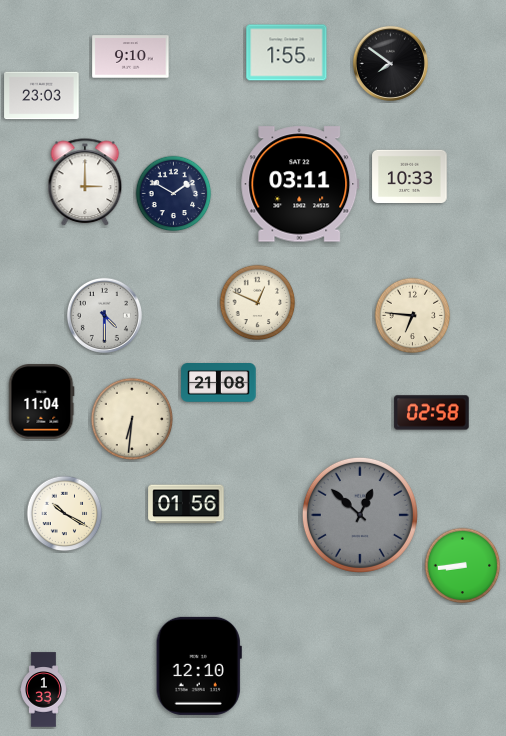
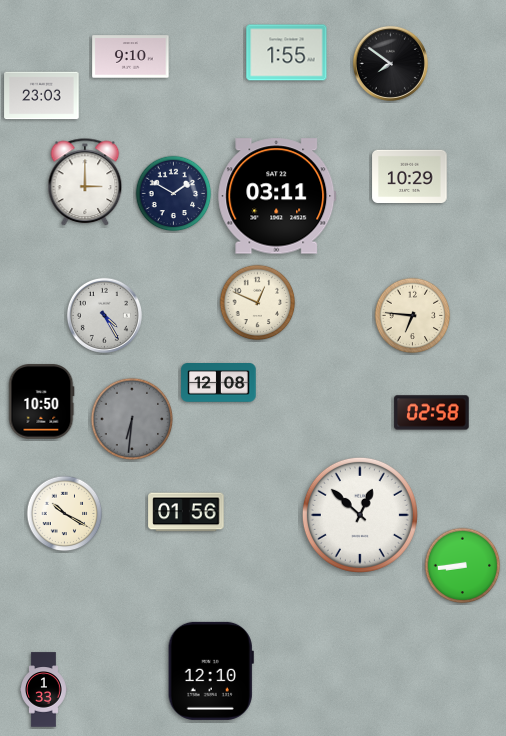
clock at (410, 176): 10:33 -> 10:29
clock at (300, 184) position: (300, 184) -> (277, 196)
clock at (104, 315): 4:30 -> 4:25
clock at (219, 383): 21:08 -> 12:08
clock at (41, 402): 11:04 -> 10:50
clock at (132, 419) dial: cream -> grey
clock at (186, 504) position: (186, 504) -> (186, 512)
clock at (360, 515) dial: grey -> white
clock at (199, 666) position: (199, 666) -> (211, 671)
